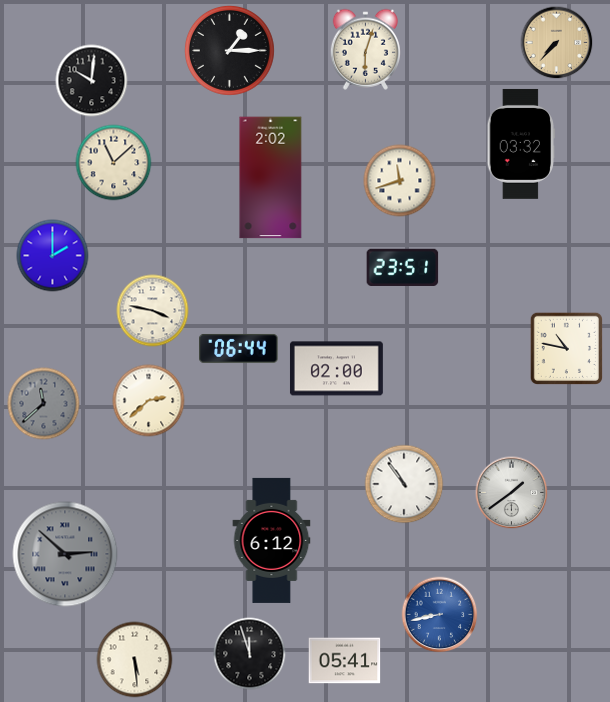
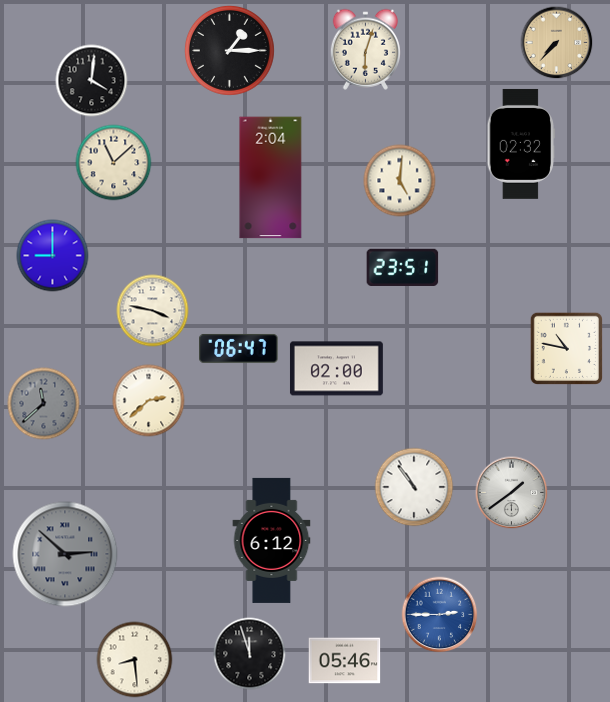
clock at (92, 81): 10:01 -> 4:01
clock at (521, 144): 03:32 -> 02:32
clock at (271, 178): 2:02 -> 2:04
clock at (400, 181): 11:42 -> 5:01
clock at (53, 256): 2:00 -> 9:00
clock at (239, 349): 06:44 -> 06:47
clock at (404, 484) position: (404, 484) -> (414, 487)
clock at (440, 615): 8:43 -> 2:45
clock at (135, 660): 5:29 -> 8:29
clock at (345, 661): 05:41 -> 05:46
